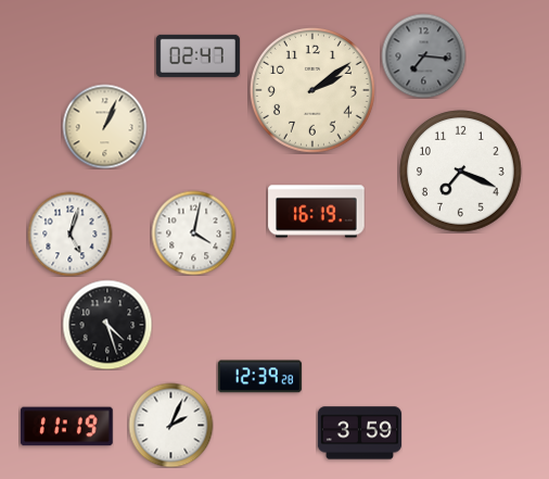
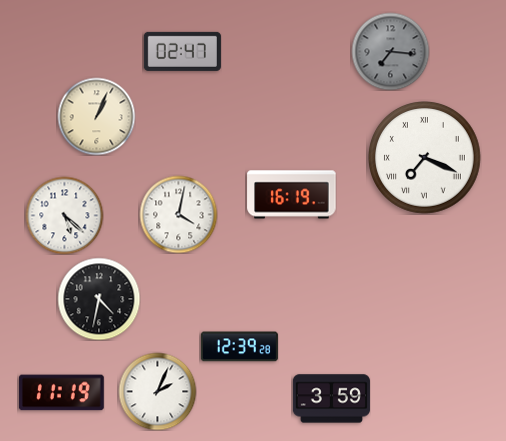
clock at (312, 90): 2:09 -> none
clock at (461, 172) numerals: Arabic -> Roman
clock at (69, 234): 5:03 -> 5:22
clock at (107, 325): 4:27 -> 4:32
